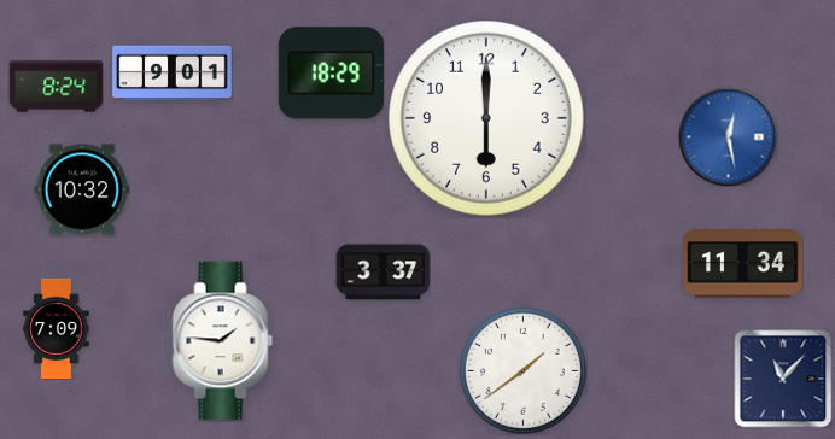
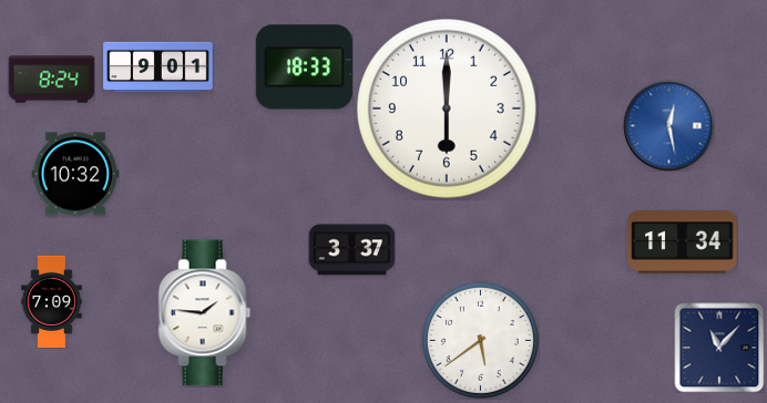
clock at (331, 74): 18:29 -> 18:33
clock at (522, 370): 1:39 -> 5:39
